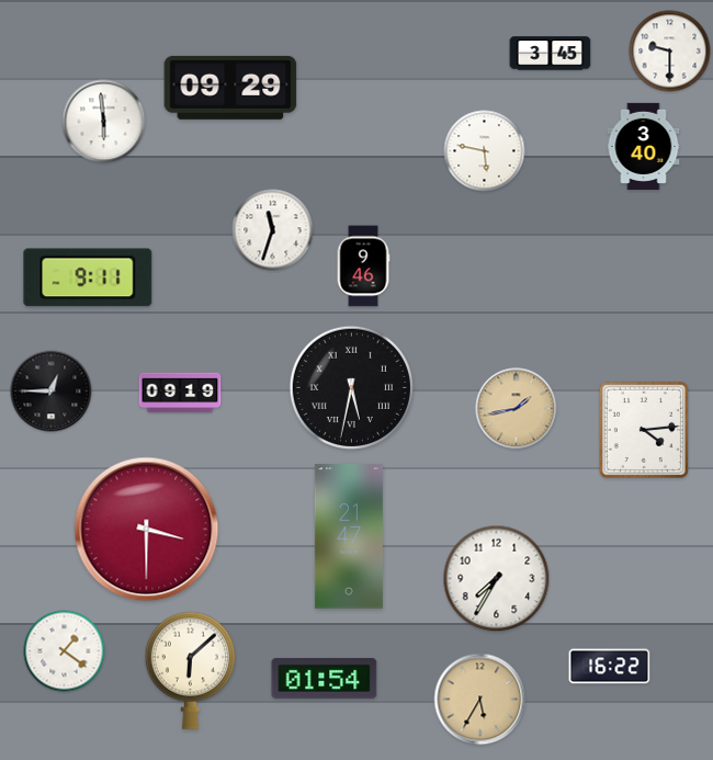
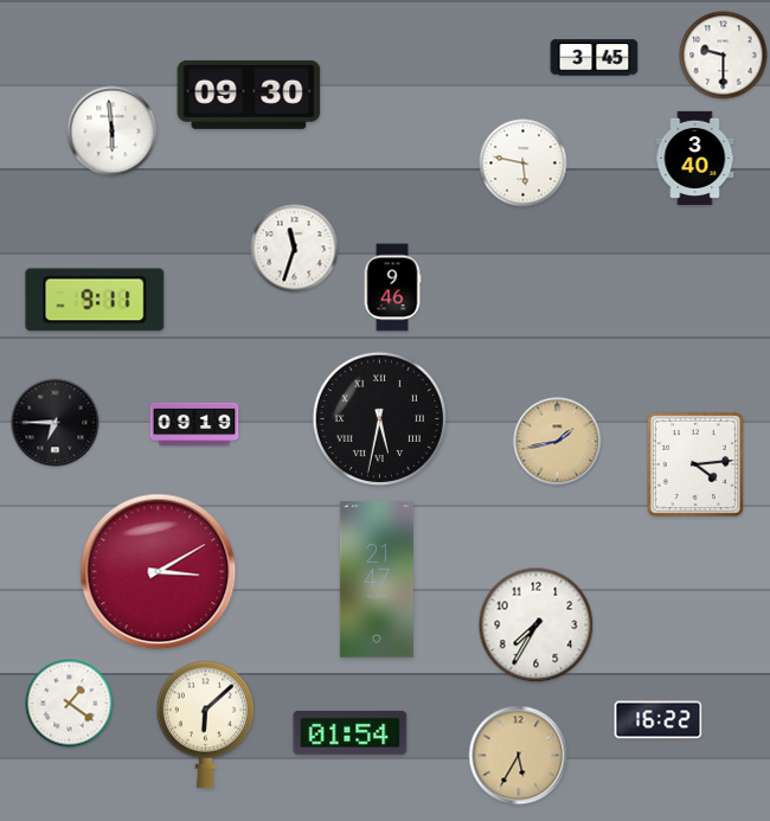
clock at (230, 88): 09:29 -> 09:30
clock at (52, 392): 12:45 -> 6:45
clock at (147, 530): 3:30 -> 3:10
